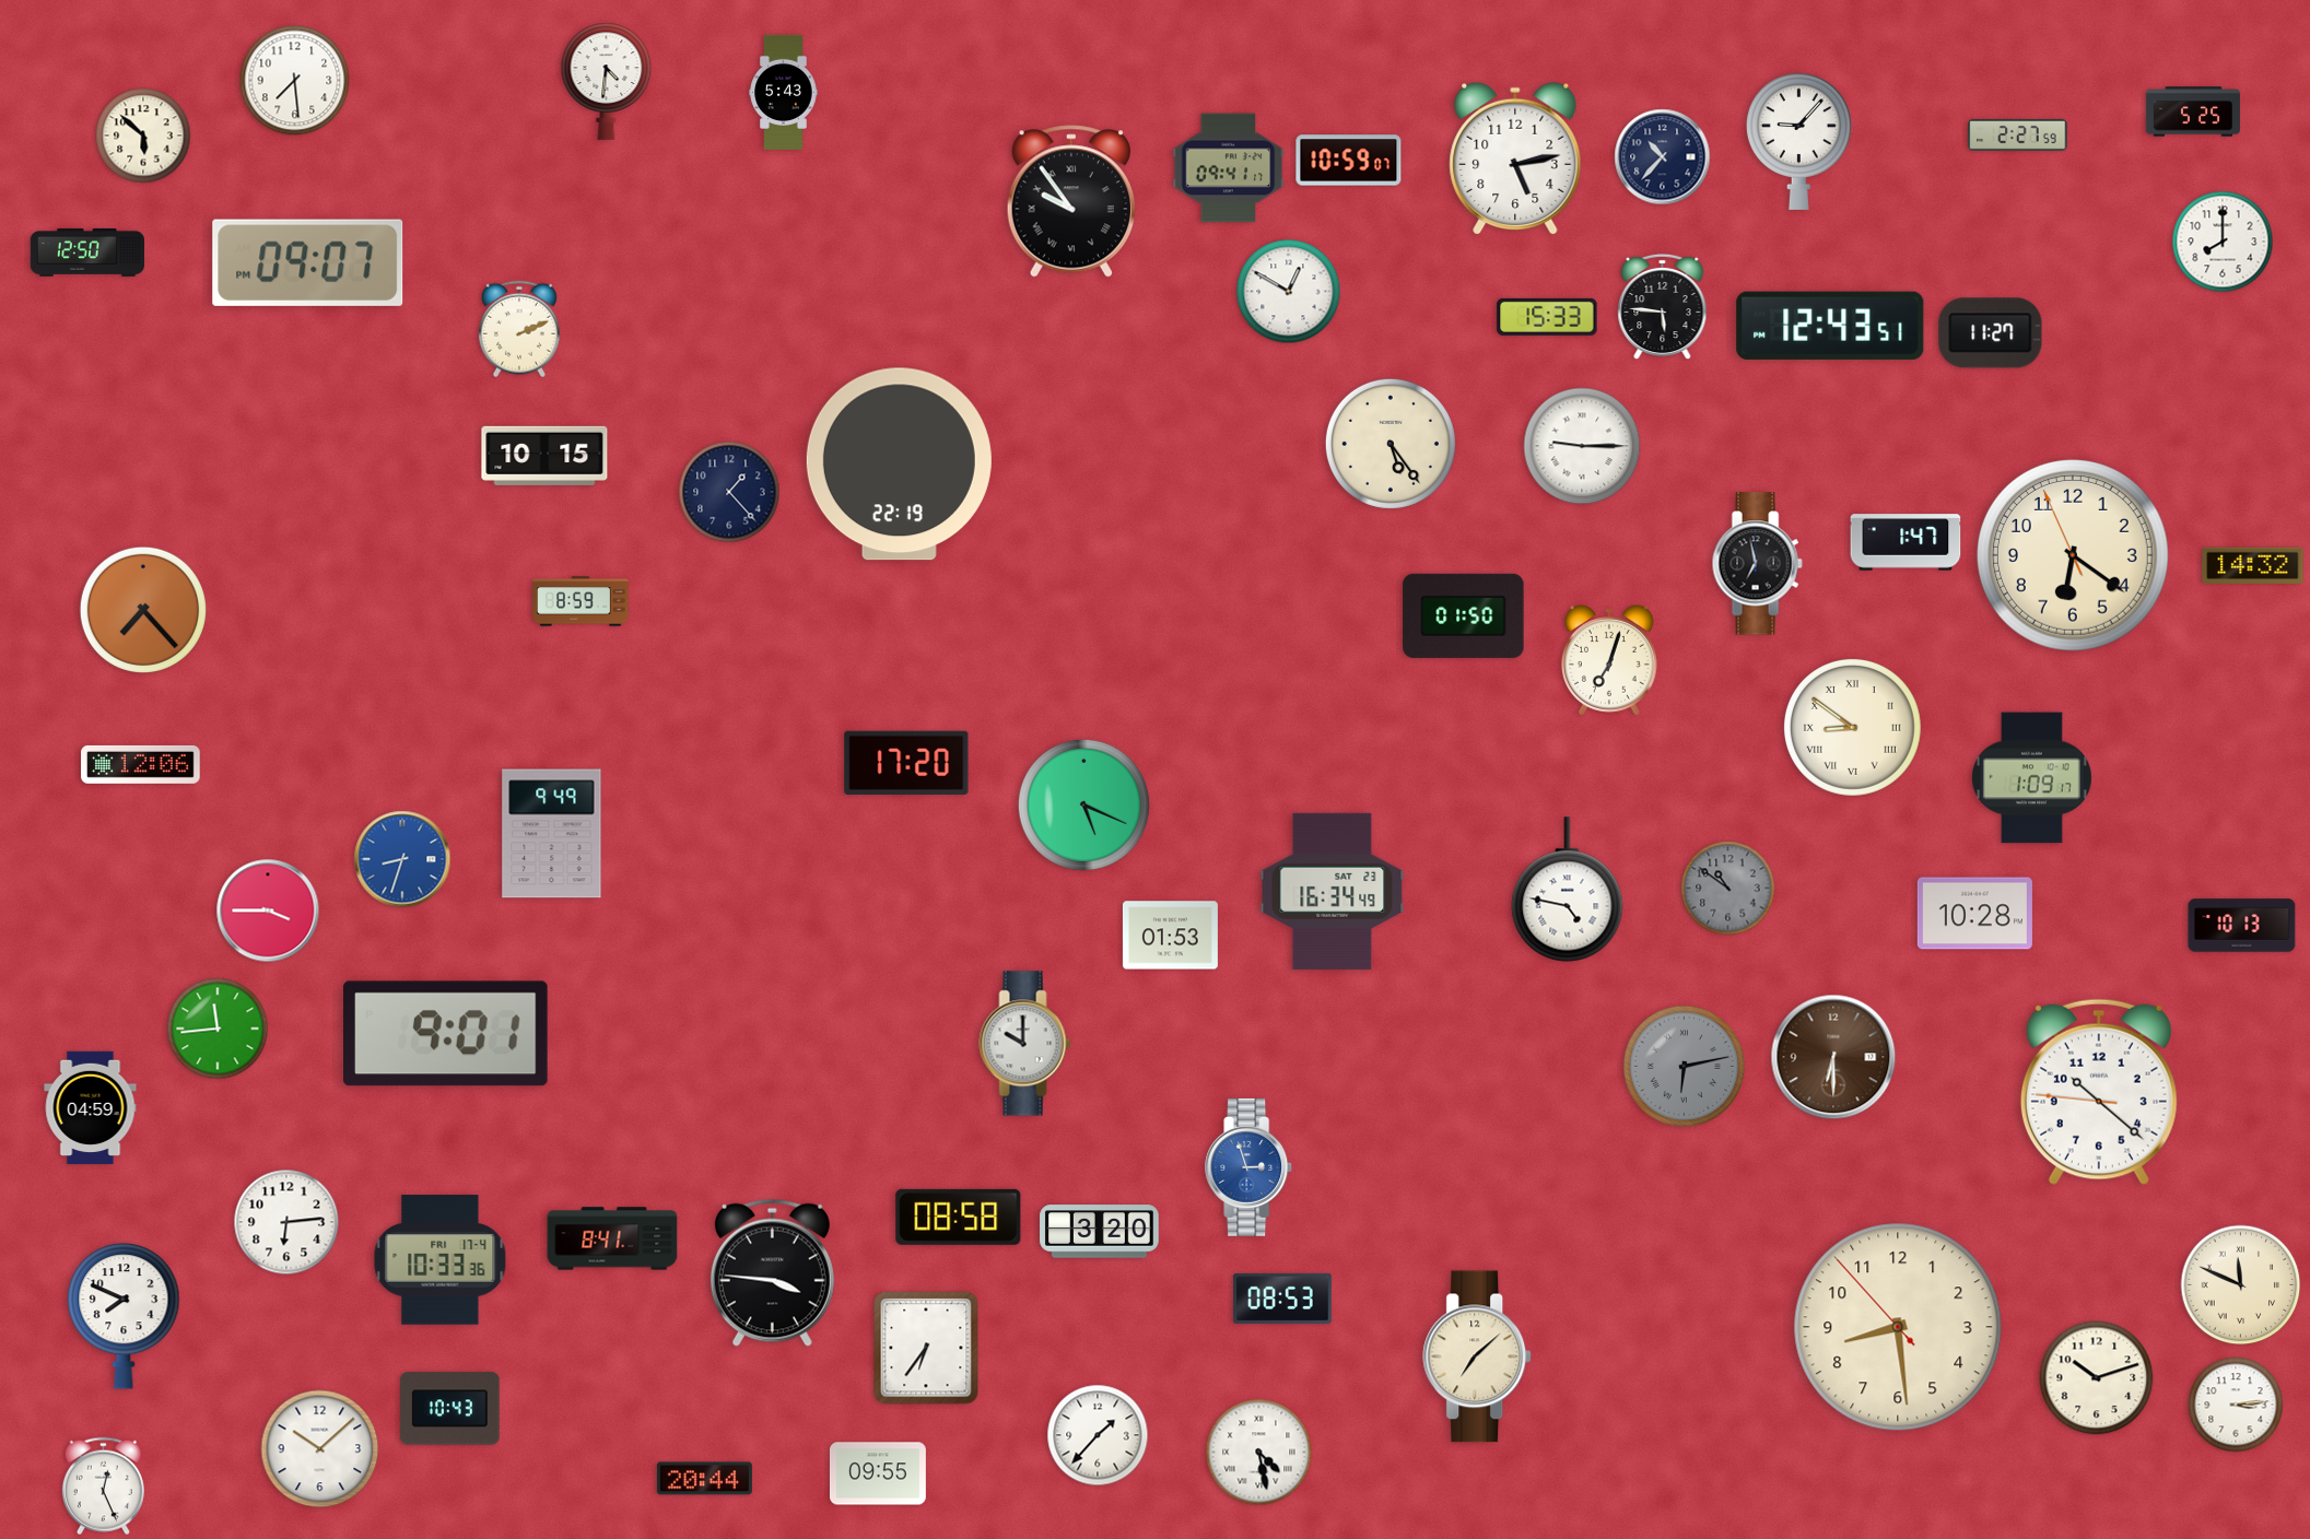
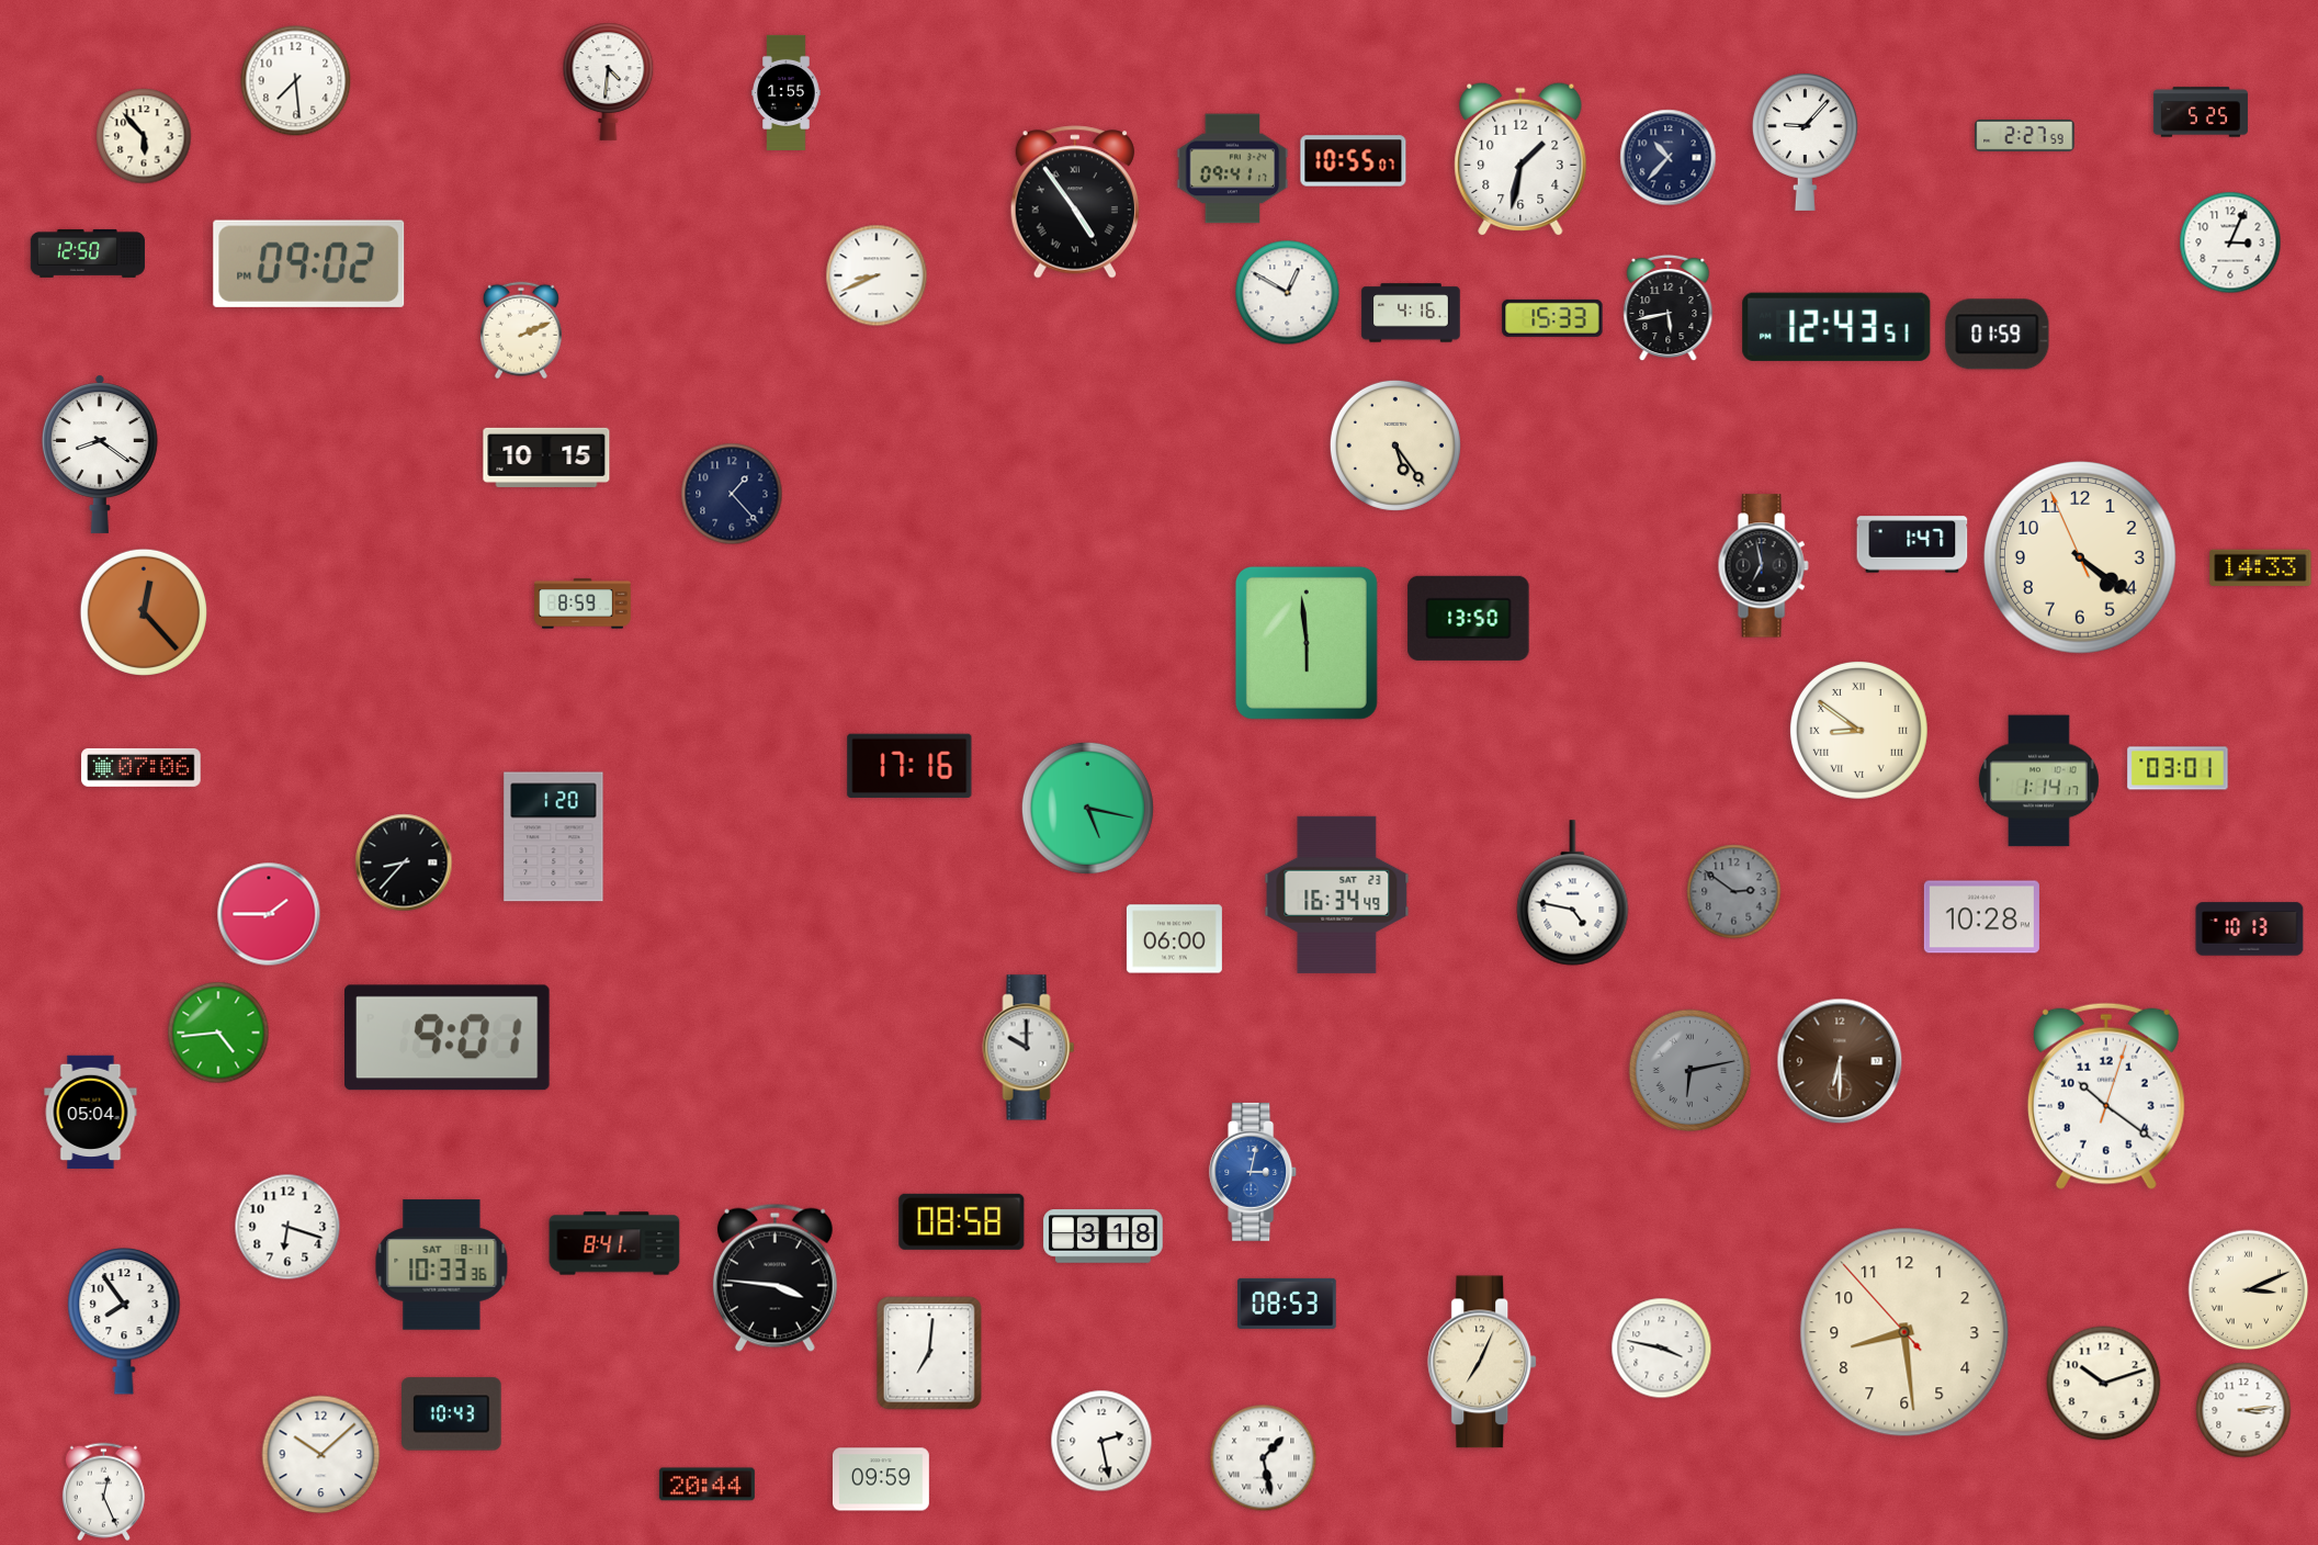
clock at (784, 92): 5:43 -> 1:55
clock at (143, 136): 5:52 -> 5:53
clock at (1515, 158): 5:13 -> 1:32
clock at (1349, 161): 10:59 -> 10:55
clock at (1070, 201): 9:54 -> 4:54
clock at (2223, 242): 8:00 -> 3:04
clock at (308, 262): 09:07 -> 09:02
clock at (877, 275): none -> 8:41
clock at (1289, 292) position: (1289, 292) -> (1288, 293)
clock at (1663, 307): 5:46 -> 5:43
clock at (1411, 313): none -> 4:16
clock at (1991, 333): 11:27 -> 01:59
clock at (1582, 446): 9:15 -> none
clock at (100, 454): none -> 8:21
clock at (899, 465): 22:19 -> none
clock at (2073, 555): 6:20 -> 4:20
clock at (2253, 565): 14:32 -> 14:33
clock at (143, 610): 7:23 -> 12:23
clock at (1464, 615): 01:50 -> 13:50
clock at (1307, 643): none -> 5:59
clock at (1610, 661): 7:03 -> none
clock at (906, 763): 17:20 -> 17:16
clock at (141, 764): 12:06 -> 07:06
clock at (2178, 768): none -> 03:01
clock at (2031, 778): 1:09 -> 1:14
clock at (1083, 804): 5:19 -> 5:17
clock at (552, 834): 9:49 -> 1:20
clock at (402, 859): 8:33 -> 8:37
clock at (402, 859) dial: blue -> black
clock at (1728, 889): 10:51 -> 2:51
clock at (268, 911): 3:45 -> 1:45
clock at (1170, 936): 01:53 -> 06:00
clock at (218, 1029): 11:44 -> 4:44
clock at (2099, 1092): 10:21:46 -> 10:21:03
clock at (91, 1108): 04:59 -> 05:04
clock at (1250, 1167): 2:57 -> 3:02
clock at (286, 1222): 6:14 -> 6:18
clock at (1100, 1232): 3:20 -> 3:18
clock at (441, 1260) date: FRI 17-4 -> SAT 8-11
clock at (2241, 1285): 11:49 -> 3:11
clock at (124, 1316): 7:49 -> 7:54
clock at (1662, 1349): none -> 3:47
clock at (926, 1348): 6:36 -> 7:01
clock at (1478, 1356): 7:08 -> 7:04
clock at (1098, 1435): 1:37 -> 2:28
clock at (1259, 1453): 4:28 -> 1:28
clock at (878, 1473): 09:55 -> 09:59
